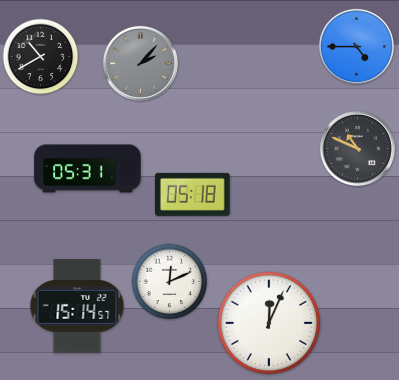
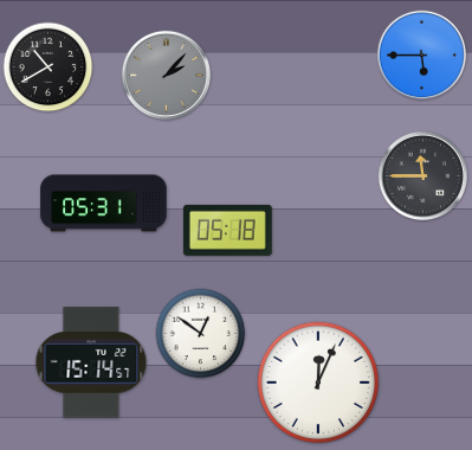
clock at (356, 46): 4:45 -> 5:45
clock at (357, 148): 10:49 -> 11:45
clock at (88, 169) position: (88, 169) -> (104, 204)
clock at (170, 282): 12:11 -> 12:51
